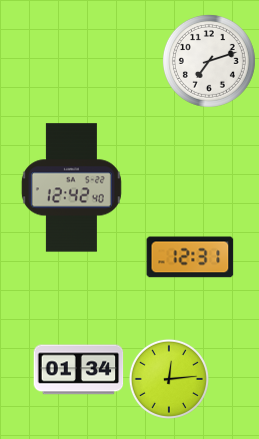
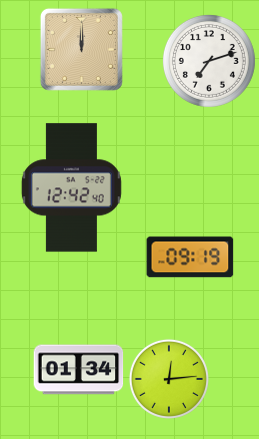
clock at (81, 49): none -> 12:00
clock at (190, 257): 12:31 -> 09:19
